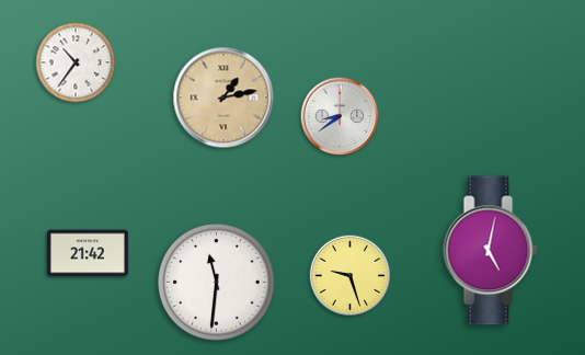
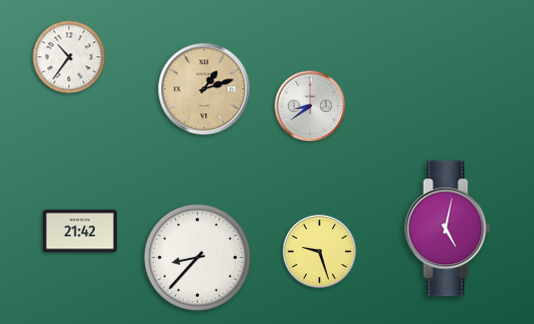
clock at (223, 98): 1:13 -> 1:12
clock at (217, 283): 11:31 -> 8:37
